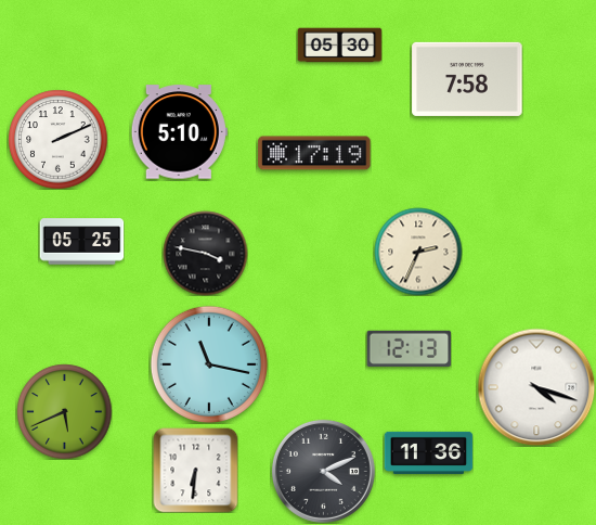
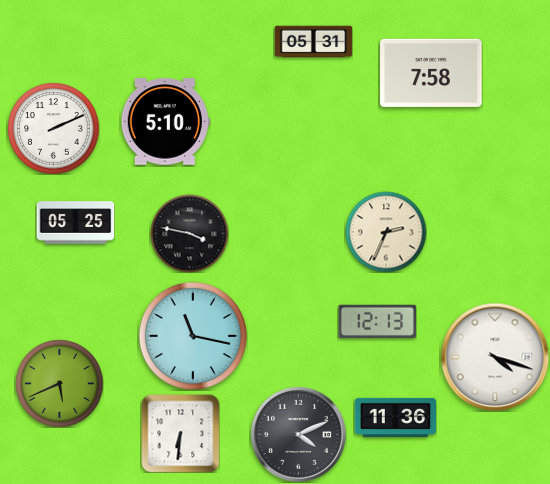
clock at (339, 46): 05:30 -> 05:31
clock at (314, 153): 17:19 -> none
clock at (64, 411) position: (64, 411) -> (59, 383)
